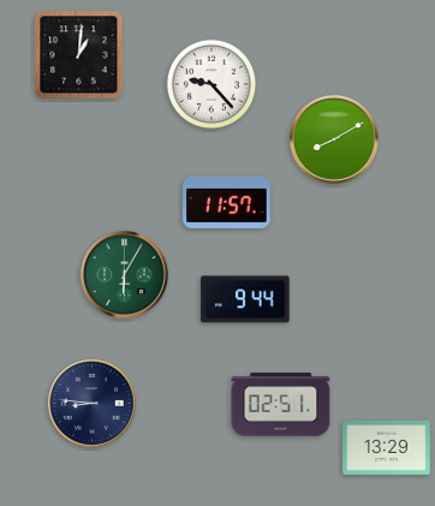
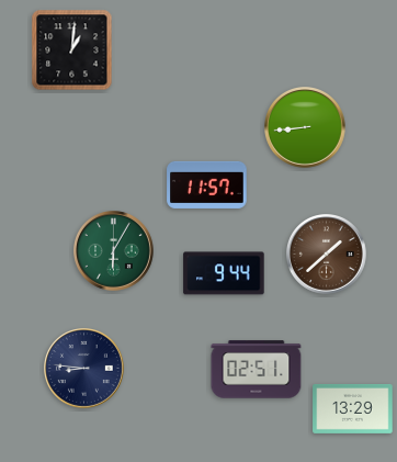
clock at (210, 83): 9:23 -> none
clock at (335, 141): 8:10 -> 8:44
clock at (327, 255): none -> 1:38
